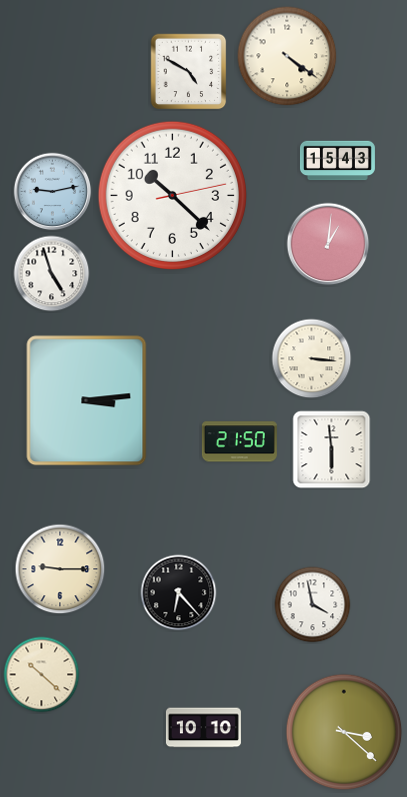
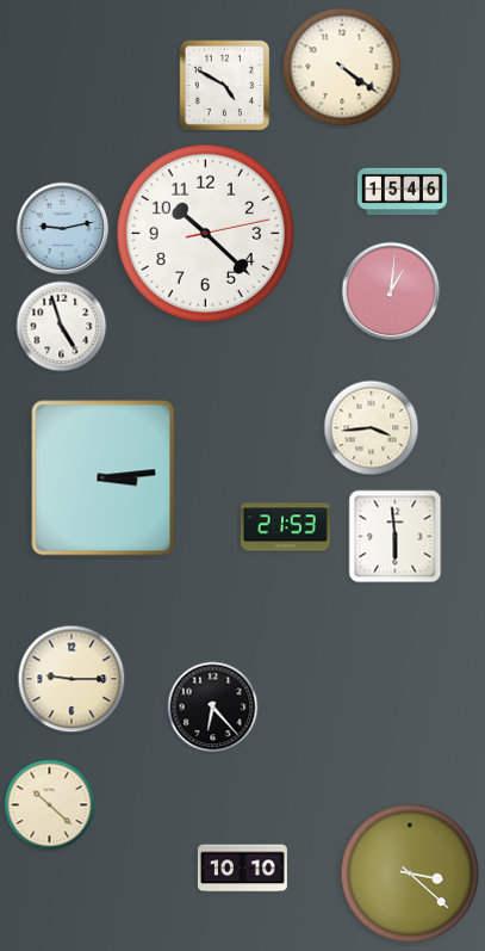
clock at (337, 161): 15:43 -> 15:46
clock at (312, 359): 3:16 -> 3:44
clock at (239, 442): 21:50 -> 21:53
clock at (313, 605): 3:58 -> none
